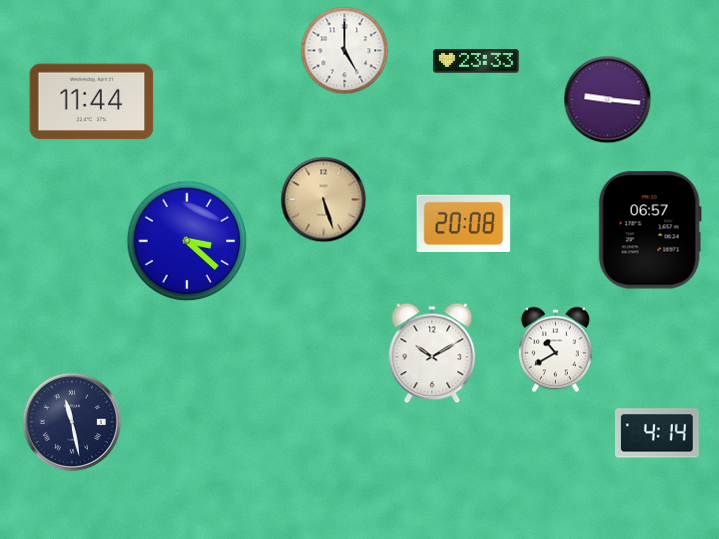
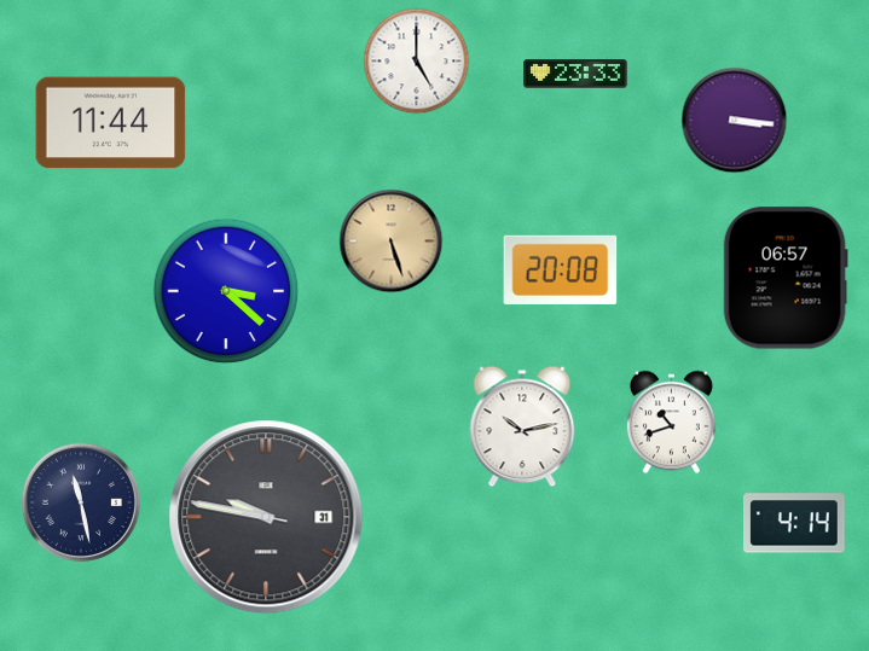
clock at (608, 100): 9:16 -> 3:16
clock at (555, 350): 10:40 -> 10:42
clock at (432, 353): 10:10 -> 10:13
clock at (71, 421) position: (71, 421) -> (80, 501)
clock at (266, 517): none -> 9:46
